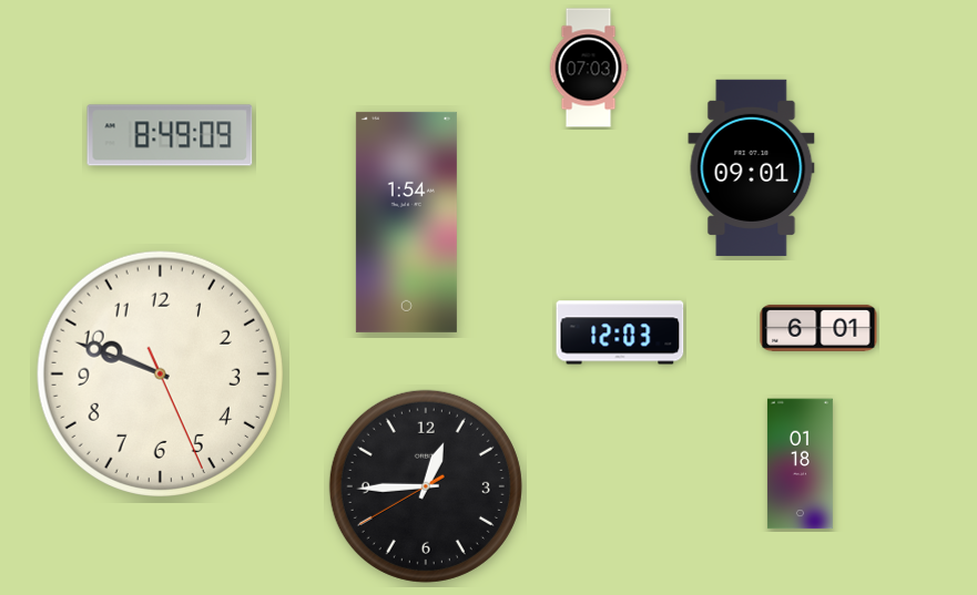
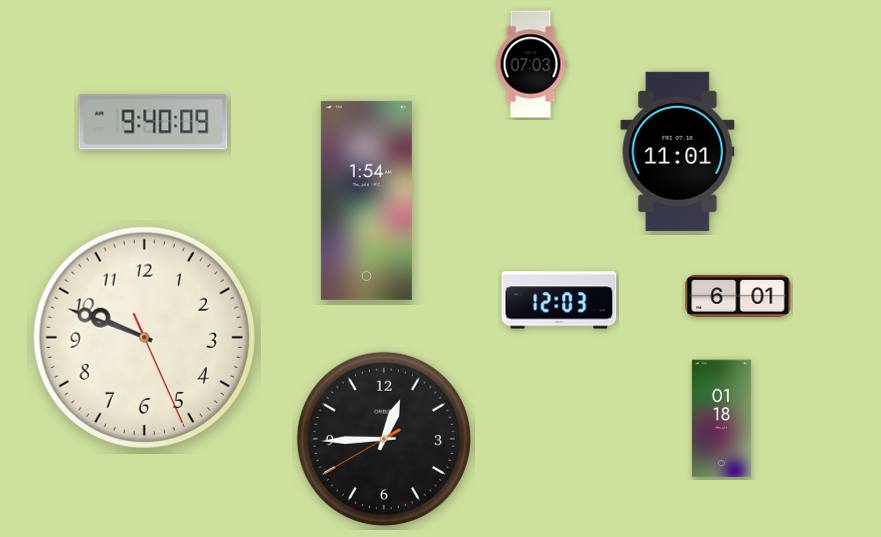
clock at (589, 68) position: (589, 68) -> (531, 64)
clock at (170, 135): 8:49 -> 9:40
clock at (752, 167): 09:01 -> 11:01
